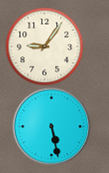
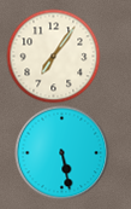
clock at (44, 46): 9:06 -> 7:06
